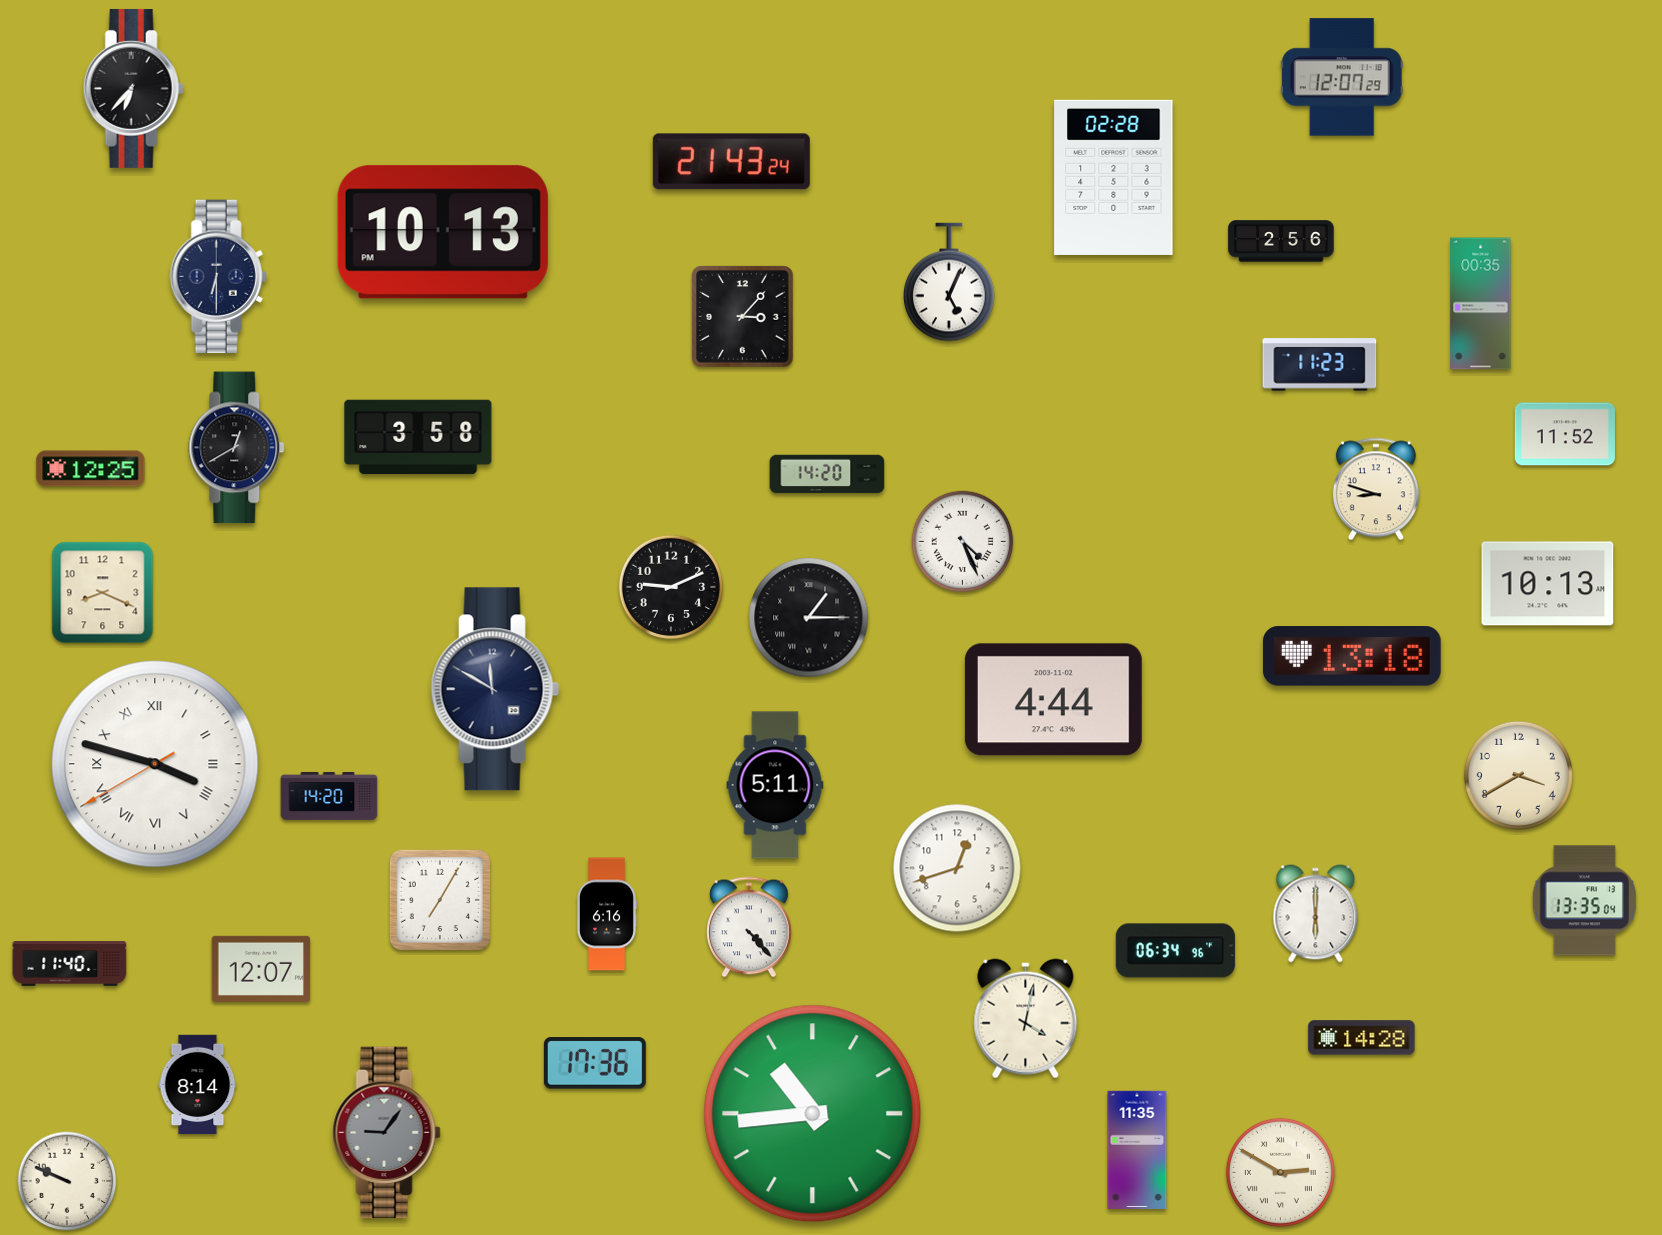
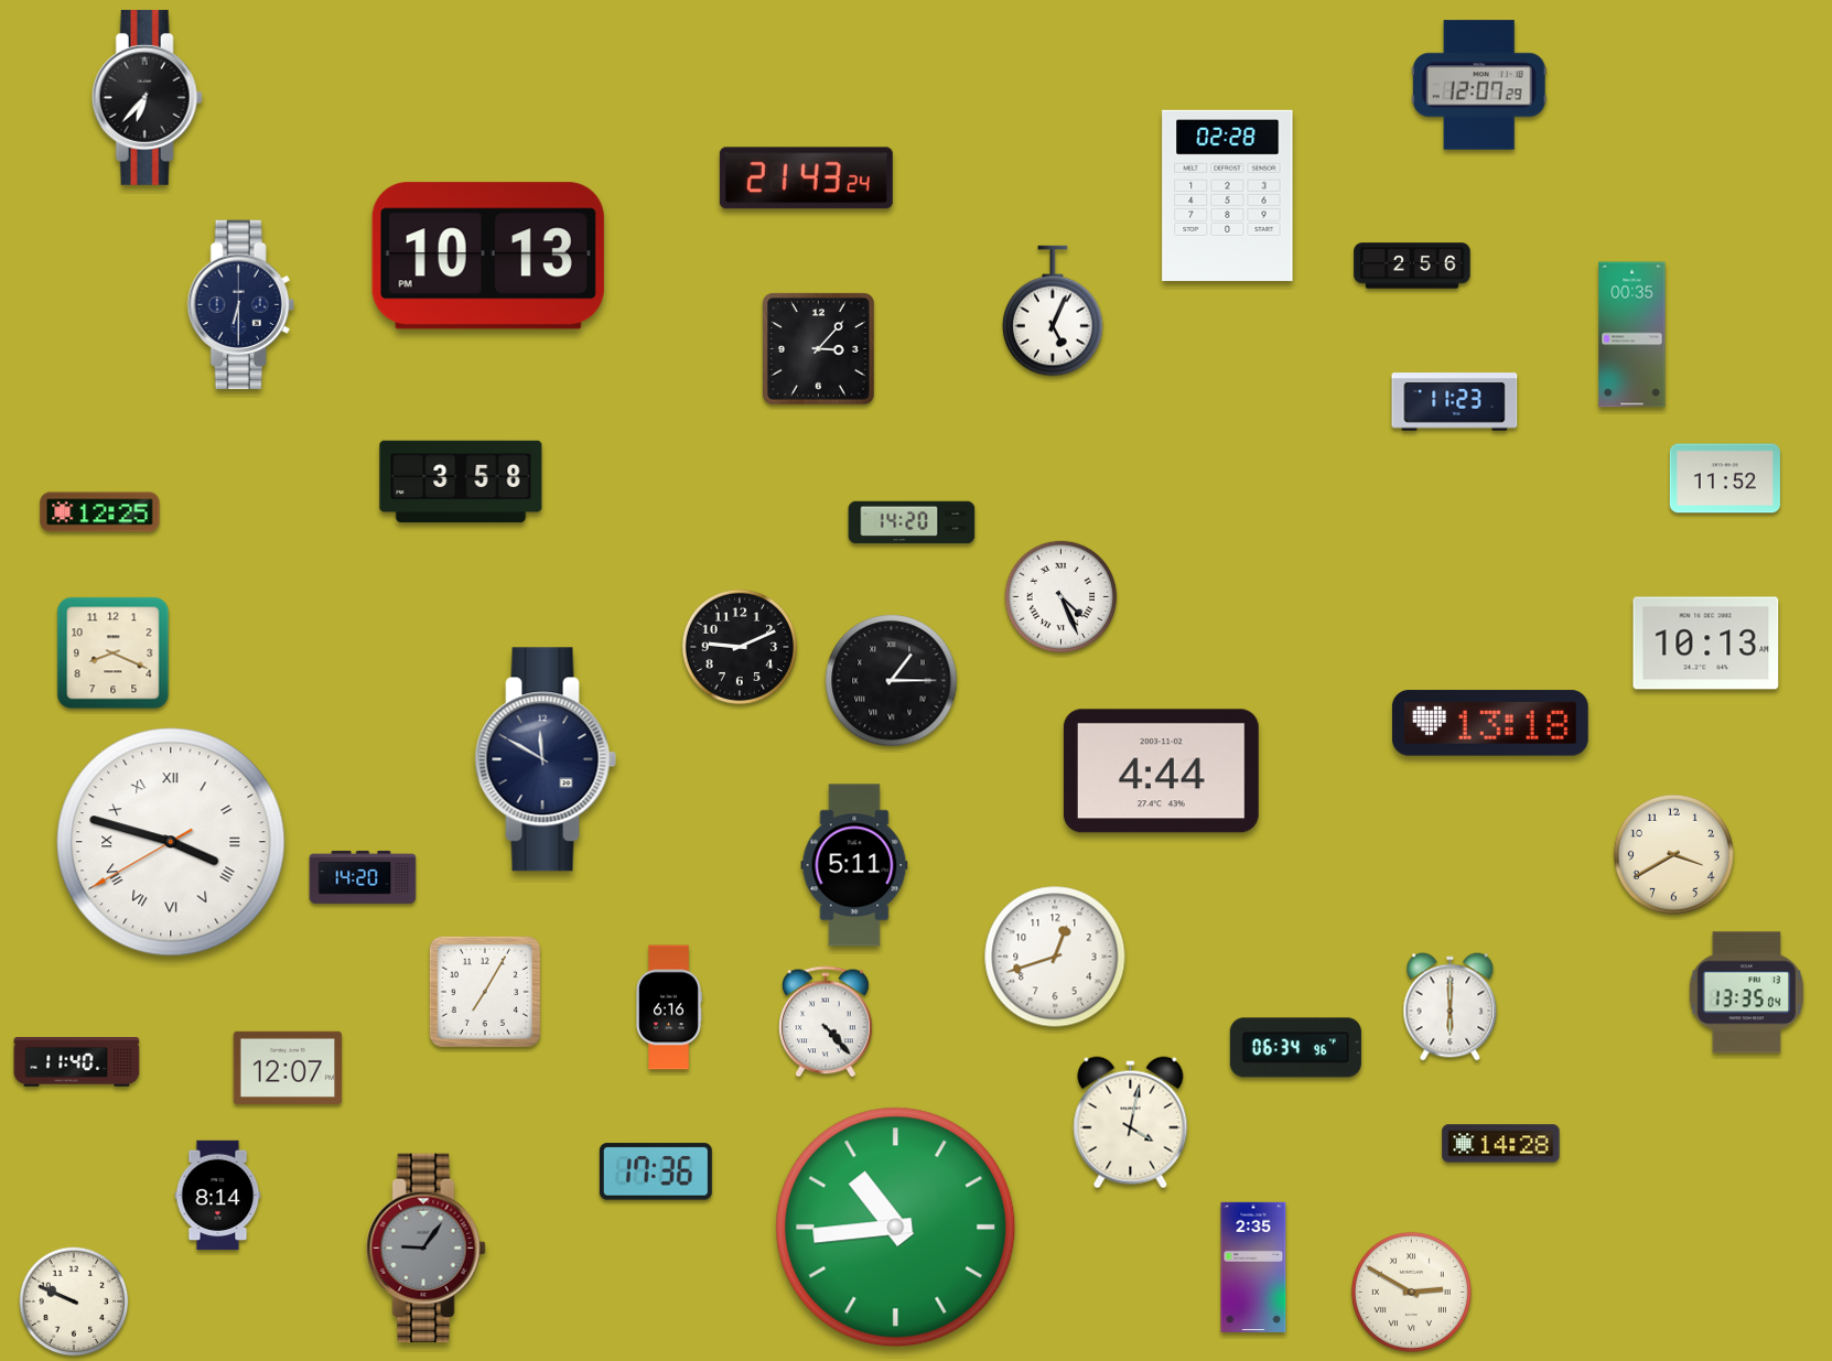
clock at (949, 282) position: (949, 282) -> (1053, 311)
clock at (237, 448): 12:40 -> none
clock at (91, 469) position: (91, 469) -> (100, 512)
clock at (1376, 489): 8:48 -> none
clock at (1137, 1149): 11:35 -> 2:35
